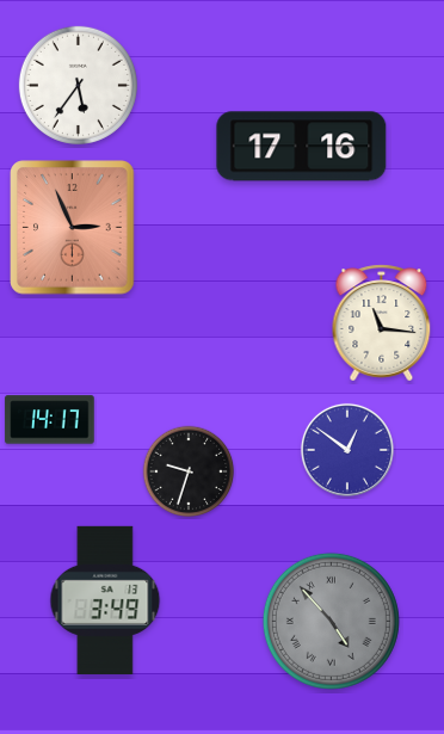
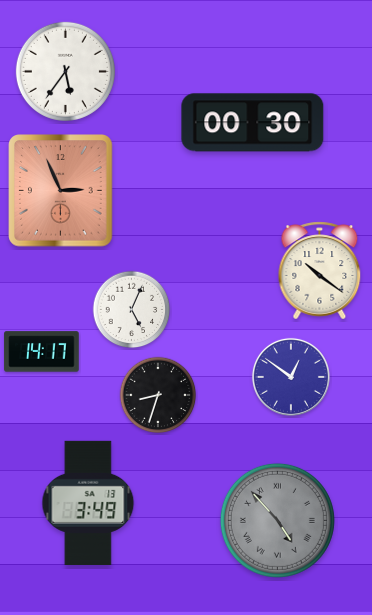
clock at (302, 147): 17:16 -> 00:30
clock at (382, 323): 11:16 -> 10:21
clock at (132, 310): none -> 5:04
clock at (189, 471): 9:33 -> 8:33
